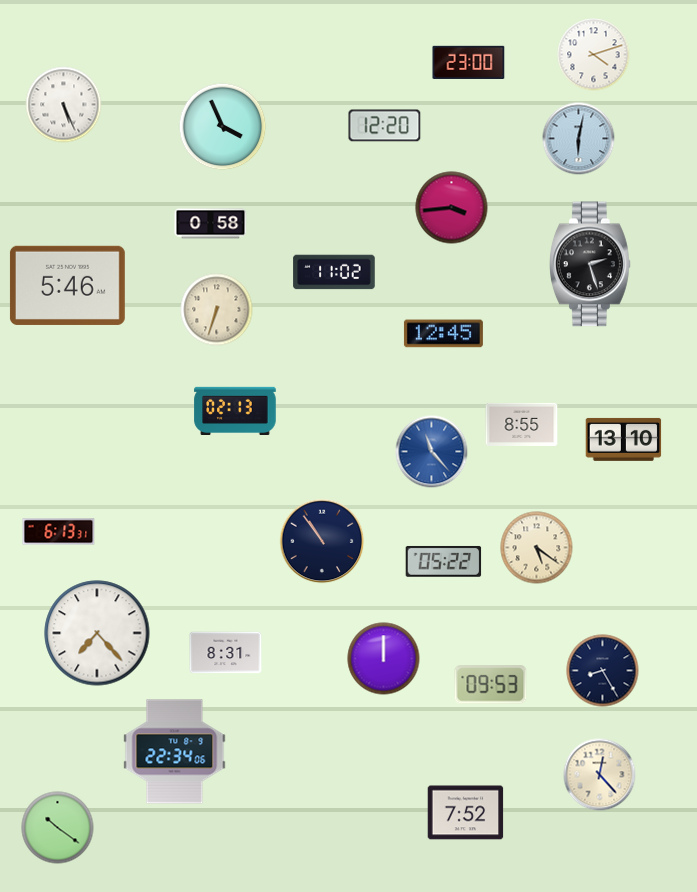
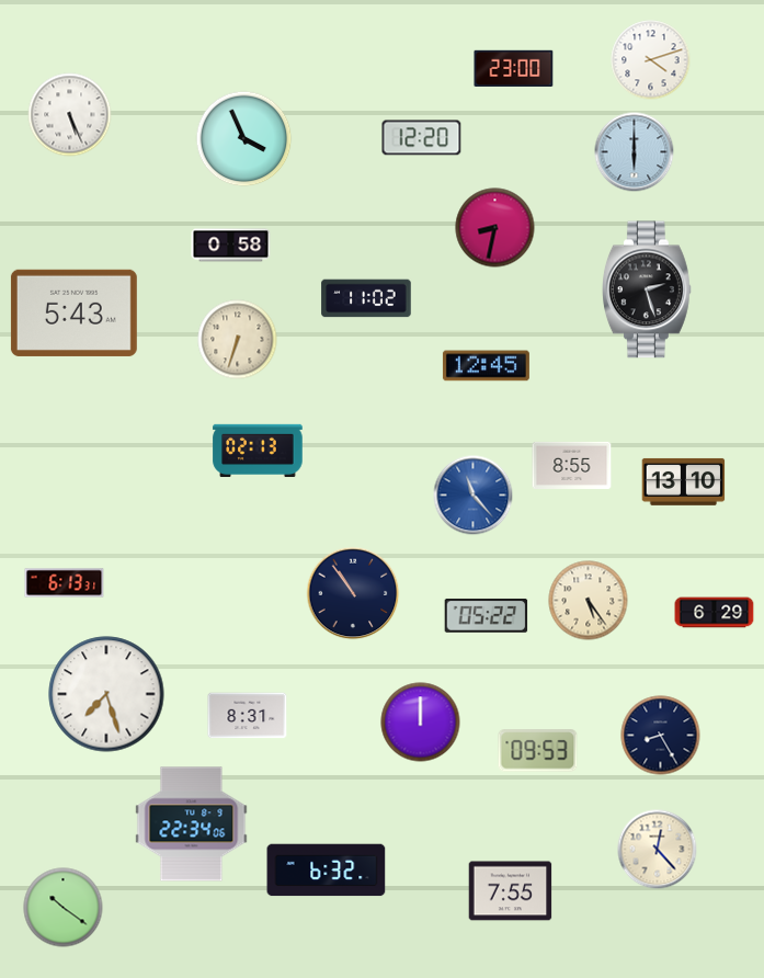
clock at (579, 139): 6:02 -> 6:00
clock at (452, 208): 3:44 -> 8:32
clock at (67, 285): 5:46 -> 5:43
clock at (537, 548): 5:21 -> 5:24
clock at (715, 613): none -> 6:29
clock at (97, 633): 7:23 -> 7:27
clock at (327, 871): none -> 6:32
clock at (466, 813): 7:52 -> 7:55
